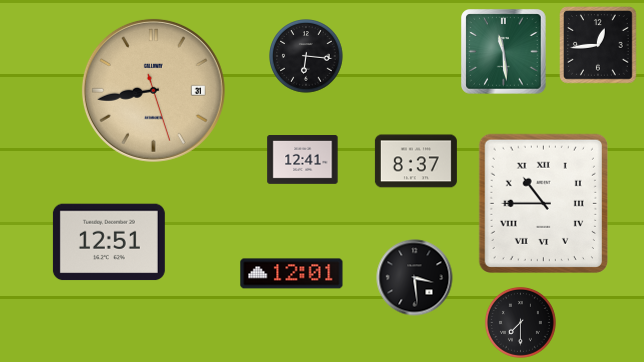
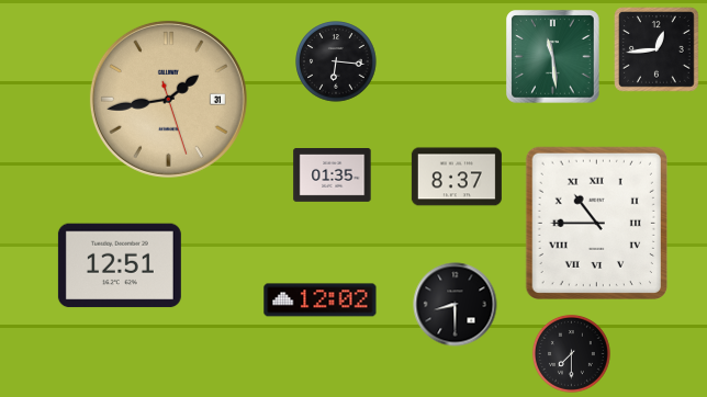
clock at (153, 90): 8:43 -> 1:43
clock at (303, 160): 12:41 -> 01:35
clock at (292, 274): 12:01 -> 12:02
clock at (415, 278): 3:29 -> 8:30
